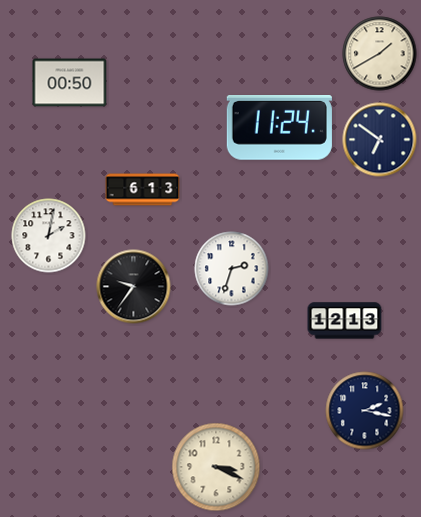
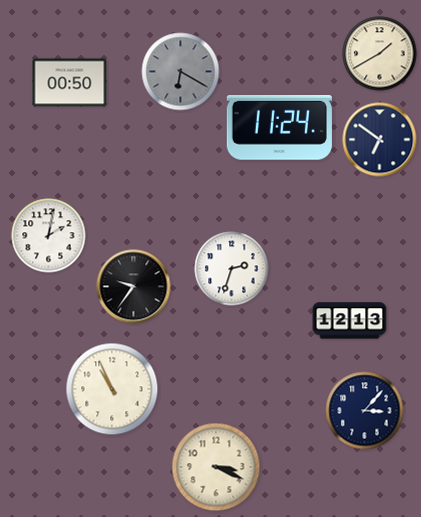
clock at (181, 72): none -> 6:20
clock at (143, 190): 6:13 -> none
clock at (345, 321) position: (345, 321) -> (350, 321)
clock at (112, 389): none -> 10:56
clock at (365, 411): 2:17 -> 3:07
